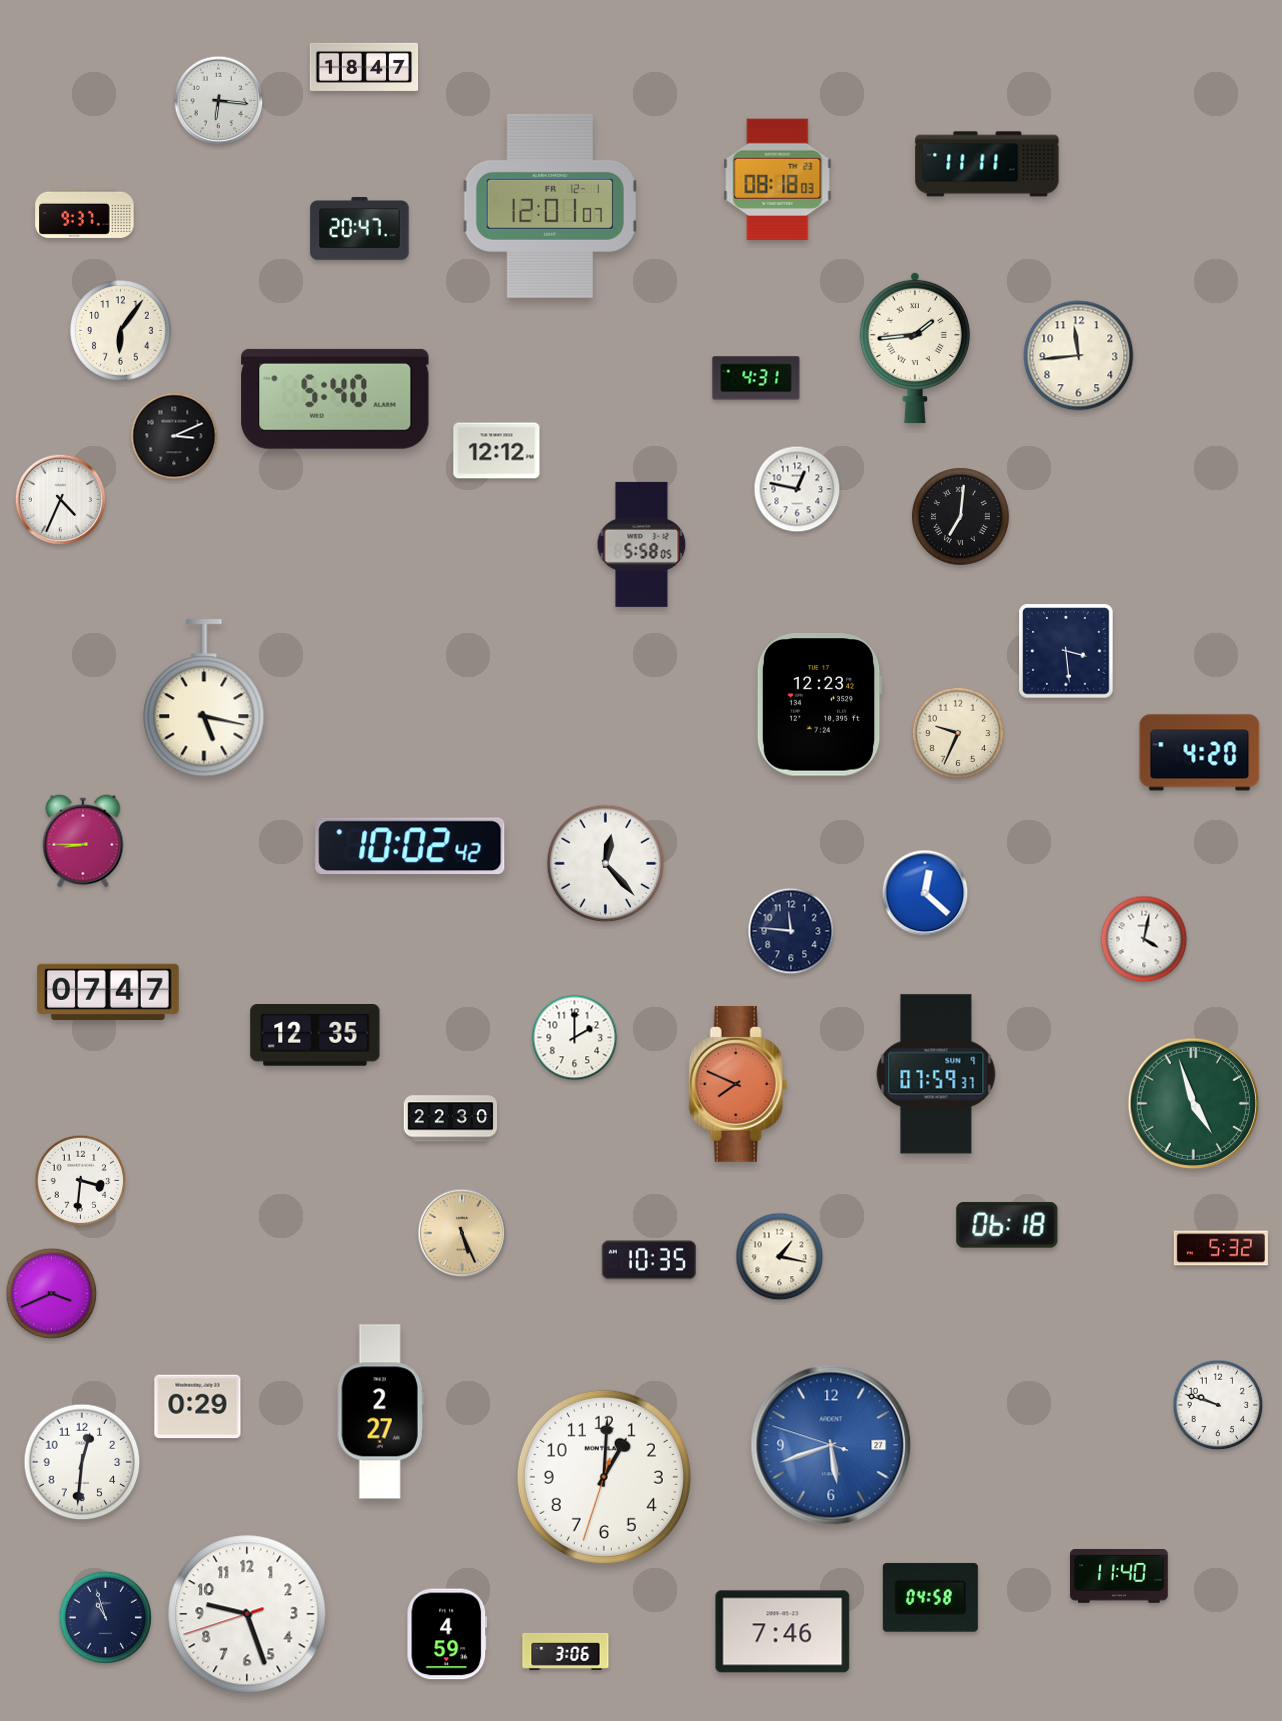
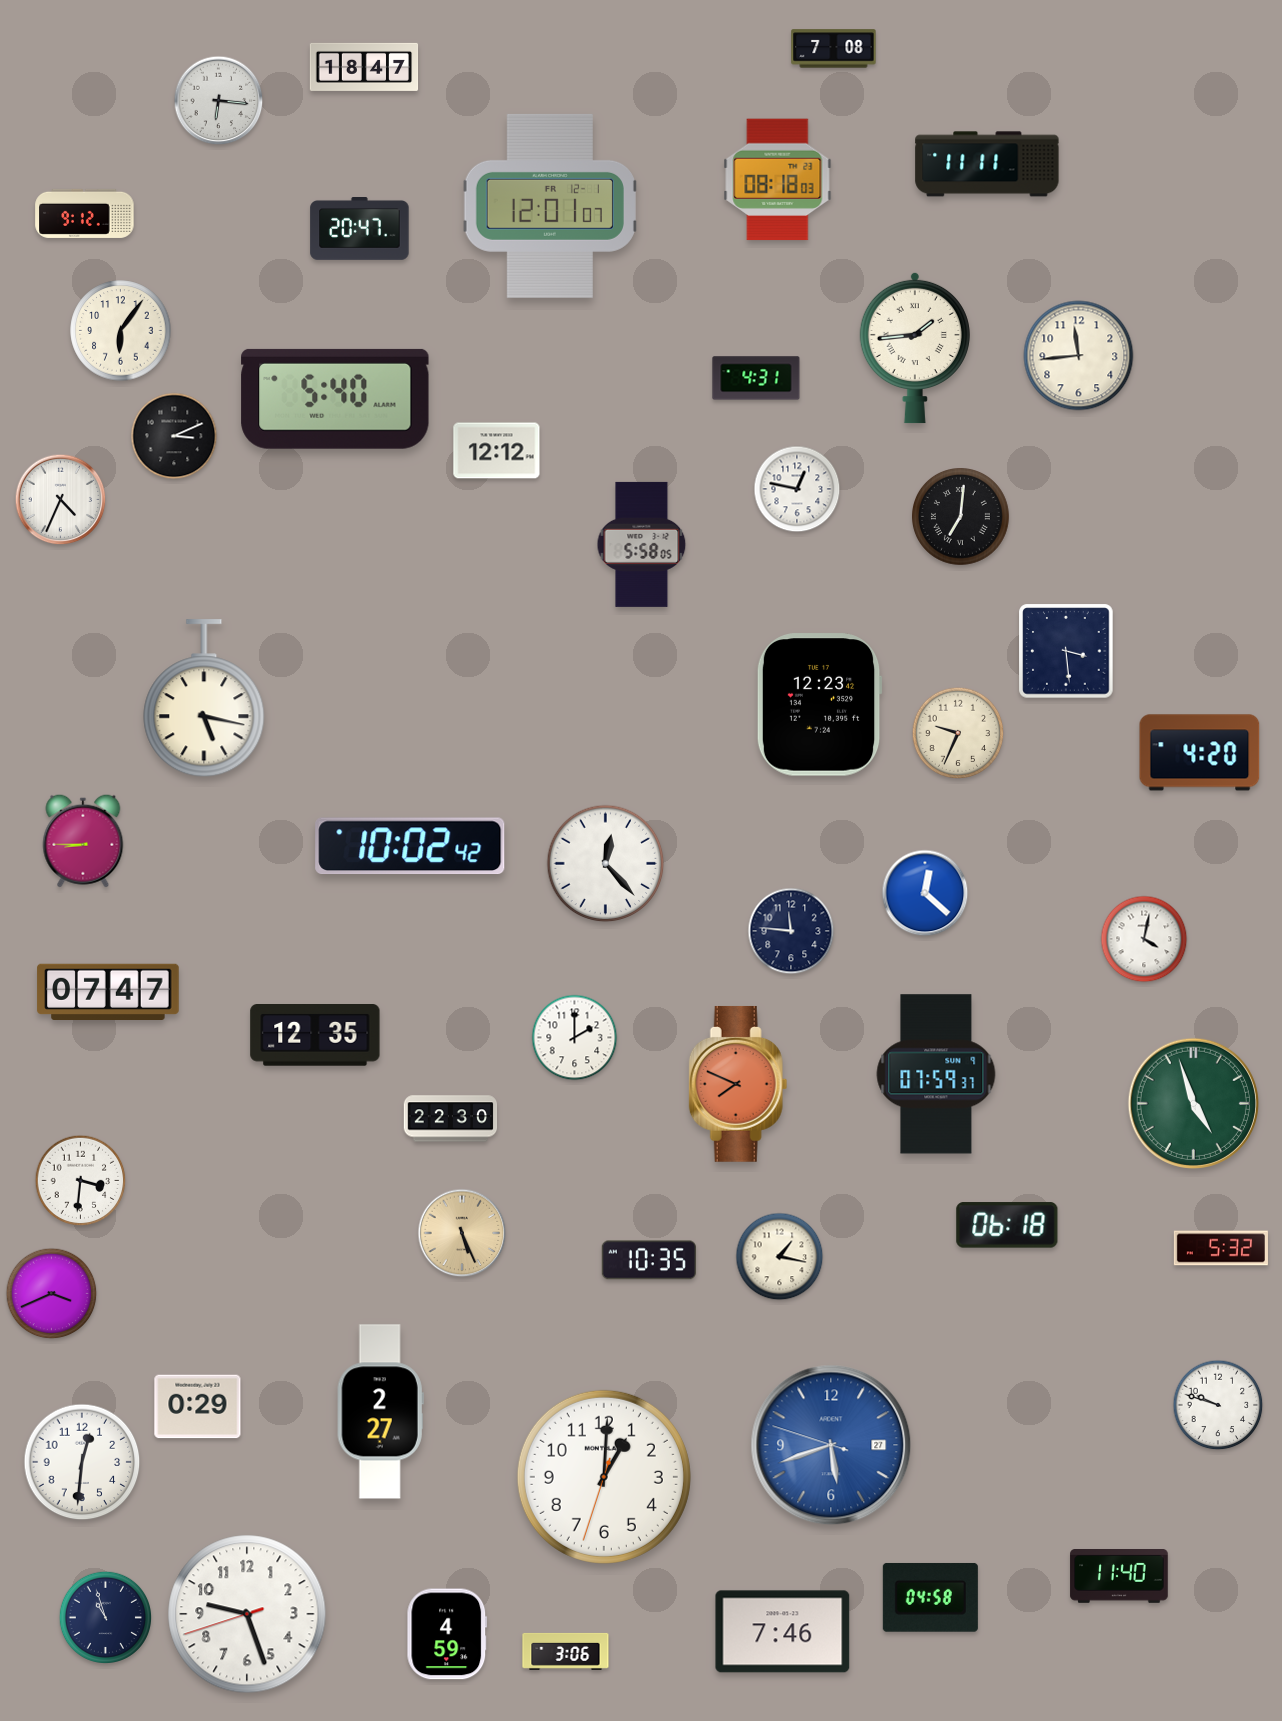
clock at (834, 49): none -> 7:08
clock at (85, 213): 9:37 -> 9:12
